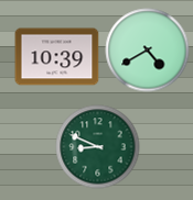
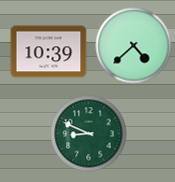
clock at (148, 51): 4:40 -> 4:38
clock at (57, 57) position: (57, 57) -> (49, 52)
